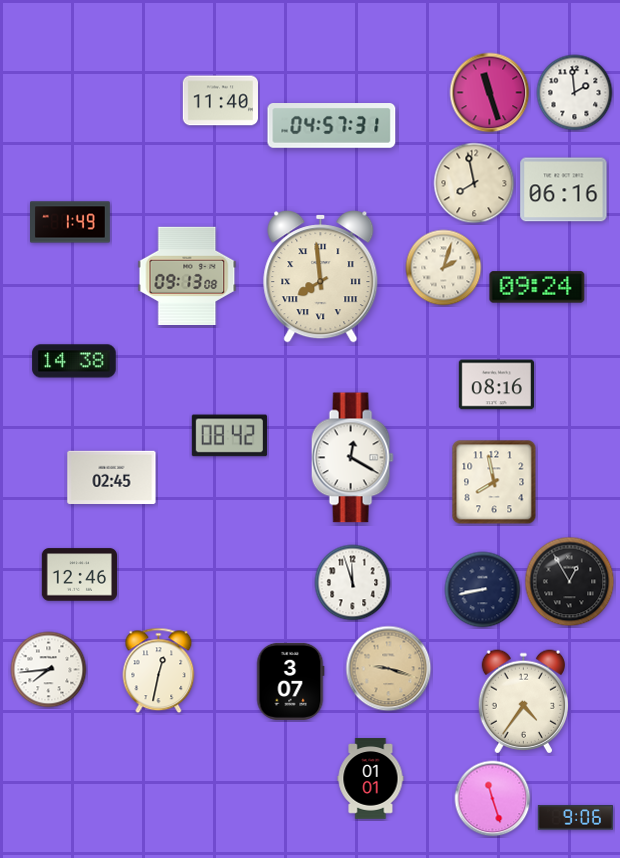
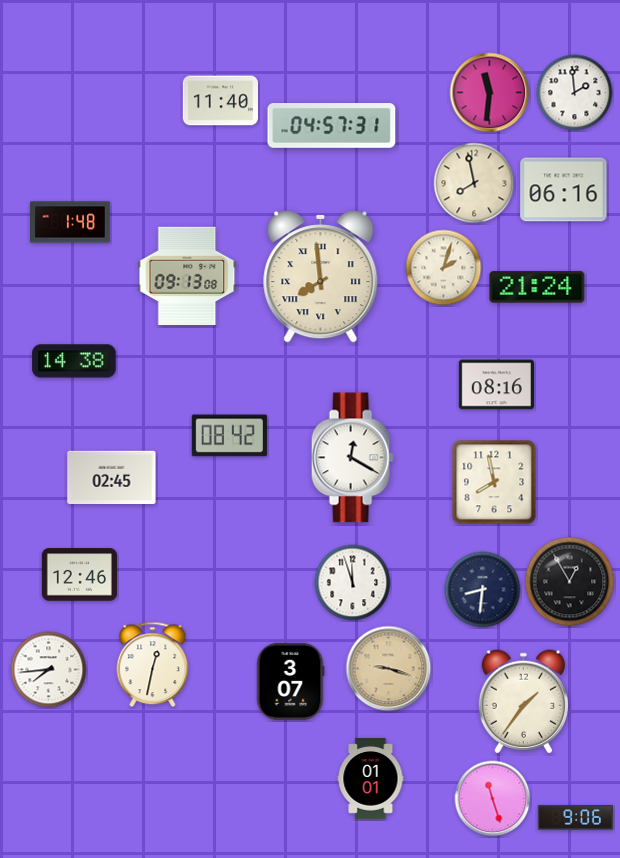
clock at (490, 93): 11:27 -> 11:31
clock at (71, 222): 1:49 -> 1:48
clock at (537, 287): 09:24 -> 21:24
clock at (483, 590): 8:43 -> 8:31
clock at (159, 671) position: (159, 671) -> (153, 665)
clock at (523, 702): 4:36 -> 1:36
